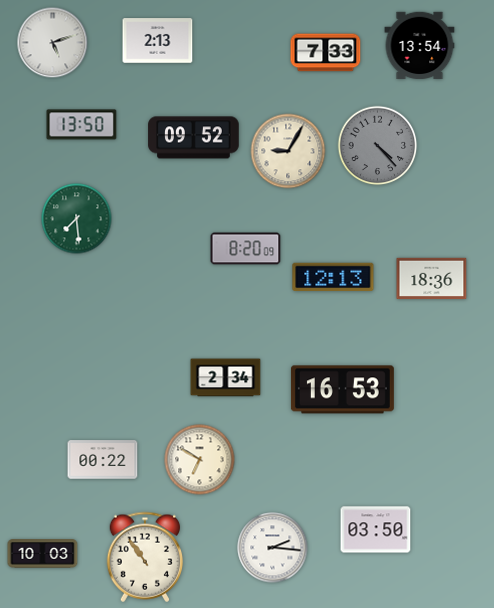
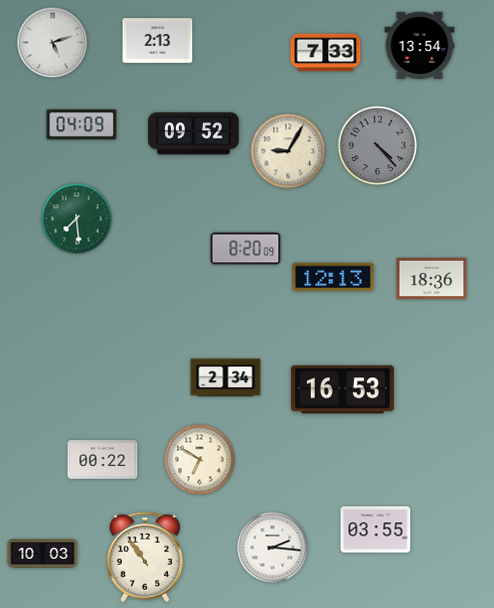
clock at (82, 125): 13:50 -> 04:09
clock at (194, 138) position: (194, 138) -> (194, 134)
clock at (376, 530): 03:50 -> 03:55
